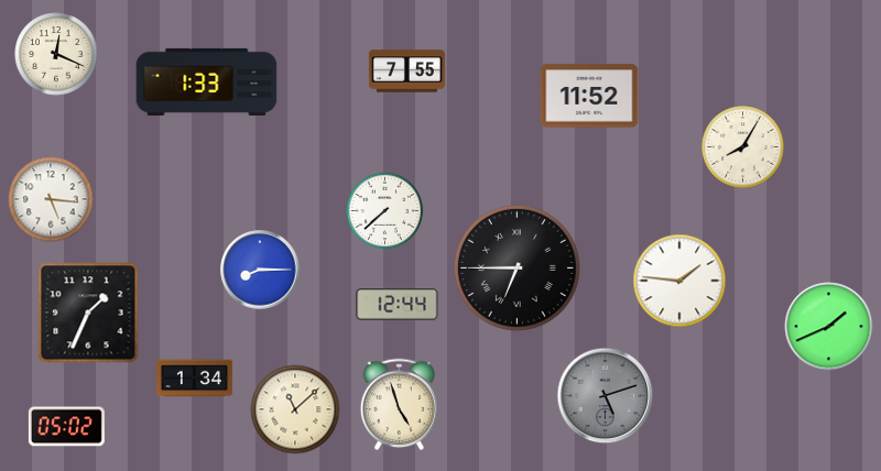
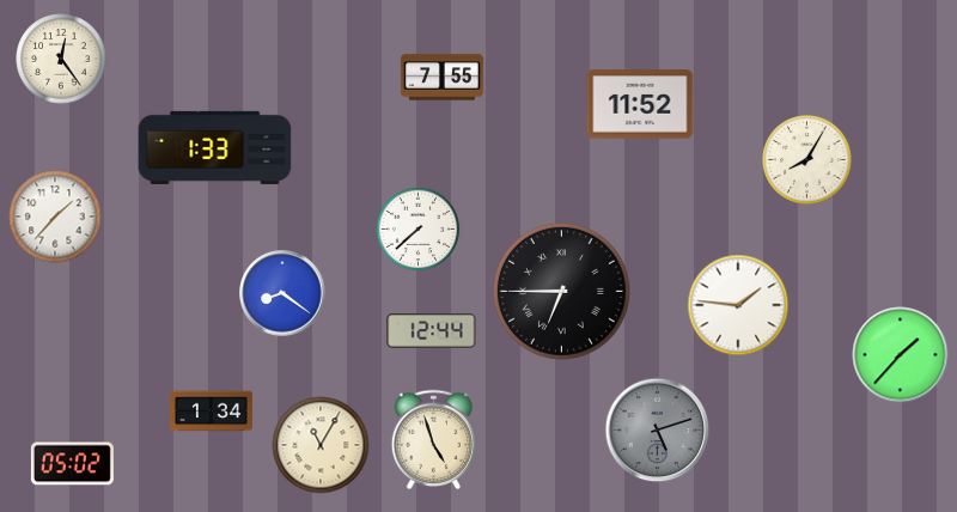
clock at (56, 54): 12:19 -> 12:24
clock at (207, 81) position: (207, 81) -> (215, 147)
clock at (51, 199): 5:16 -> 1:37
clock at (260, 270): 8:15 -> 8:21
clock at (88, 313): 1:34 -> none
clock at (829, 327): 1:41 -> 1:37
clock at (295, 409): 11:08 -> 11:05
